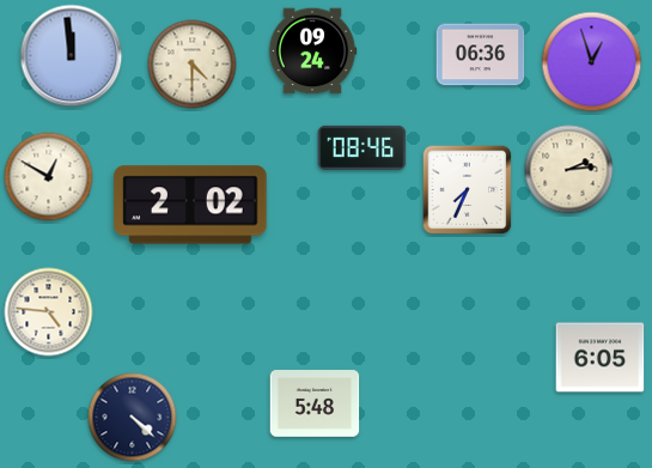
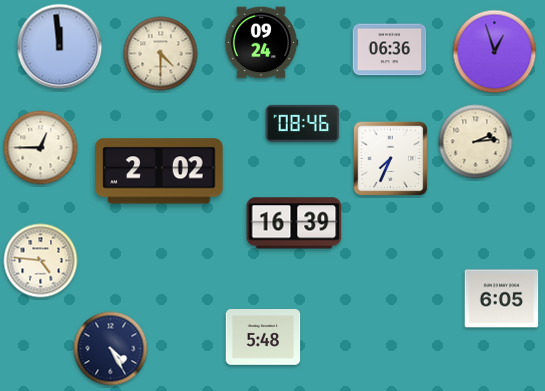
clock at (481, 55) position: (481, 55) -> (390, 50)
clock at (49, 177): 12:50 -> 12:45
clock at (294, 223): none -> 16:39
clock at (133, 418): 4:22 -> 4:25
